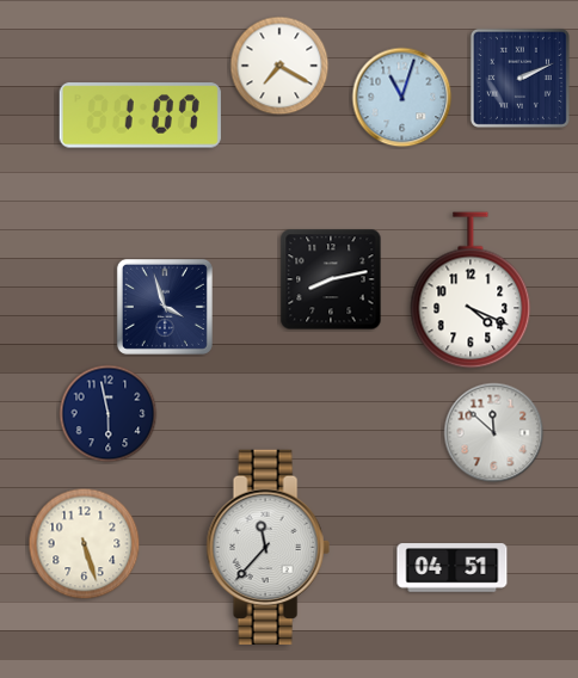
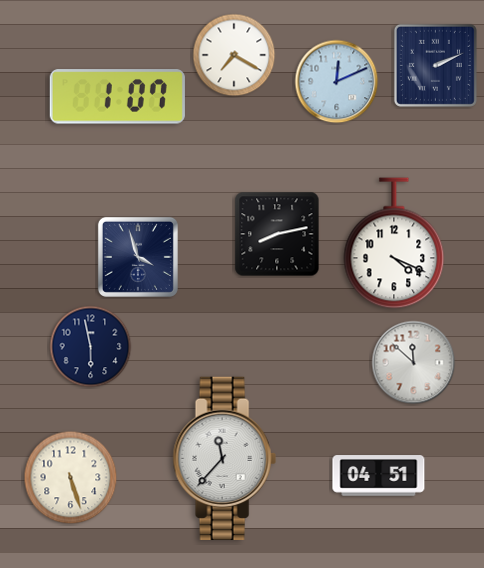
clock at (402, 98): 11:03 -> 12:11
clock at (85, 544) position: (85, 544) -> (71, 478)
